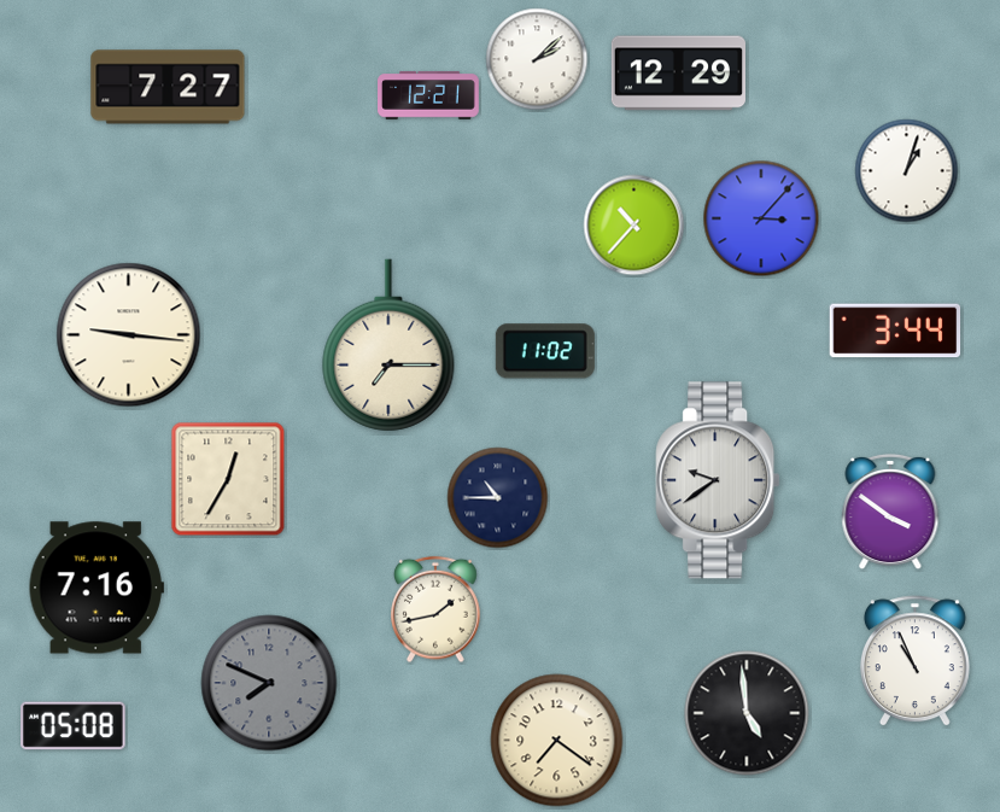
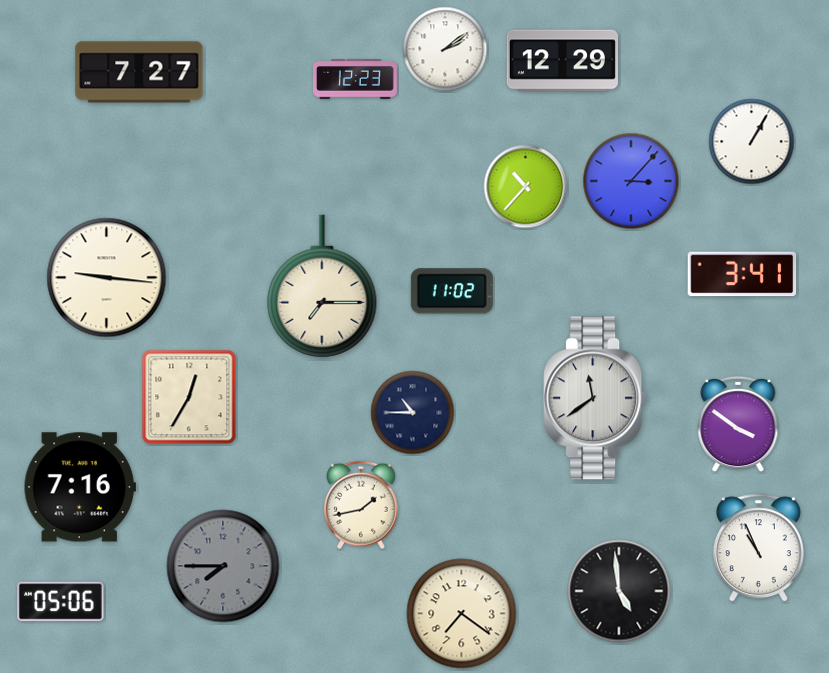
clock at (537, 59): 2:08 -> 2:09
clock at (429, 95): 12:21 -> 12:23
clock at (907, 171): 1:03 -> 1:05
clock at (895, 331): 3:44 -> 3:41
clock at (718, 480): 9:39 -> 11:39
clock at (269, 683): 7:49 -> 7:45
clock at (74, 726): 05:08 -> 05:06
